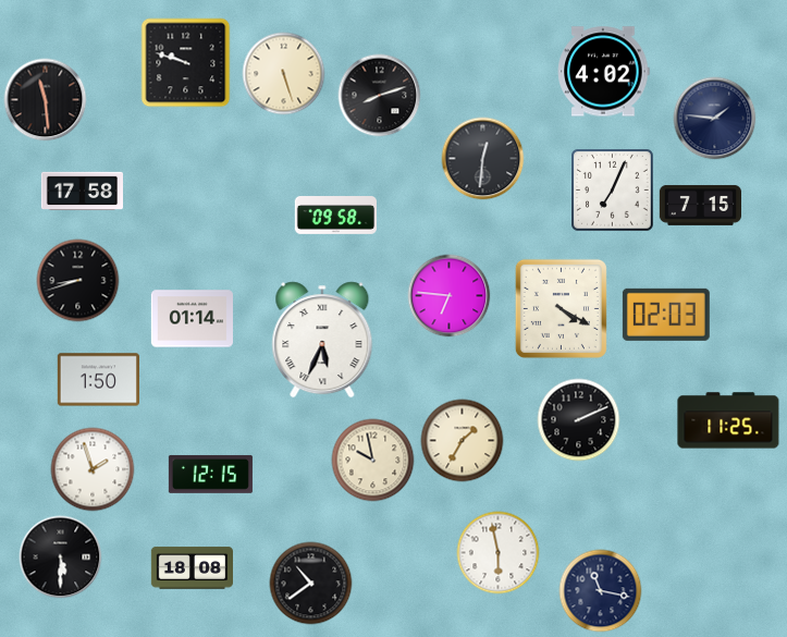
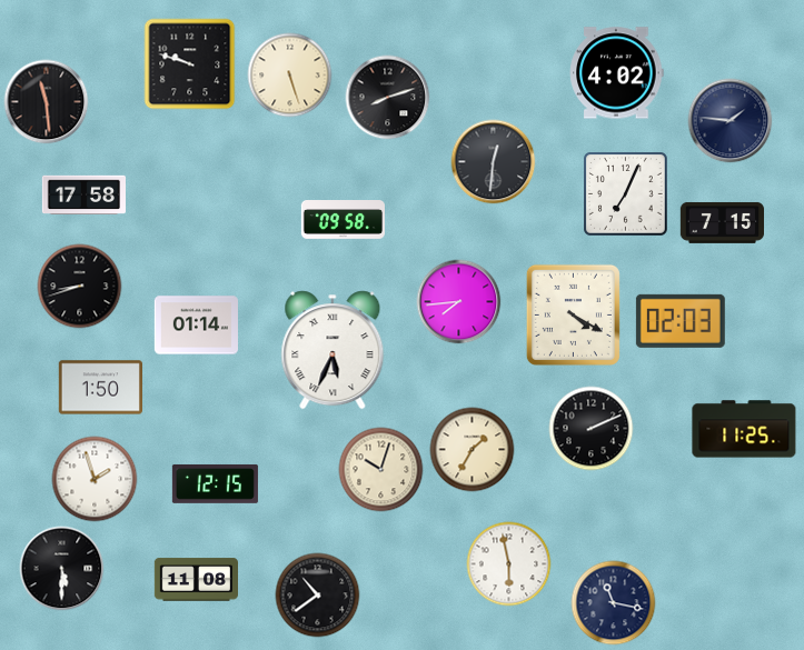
clock at (700, 205) position: (700, 205) -> (722, 222)
clock at (450, 296): 6:46 -> 7:44
clock at (322, 340) position: (322, 340) -> (332, 350)
clock at (373, 461): 9:58 -> 10:03
clock at (192, 568): 18:08 -> 11:08
